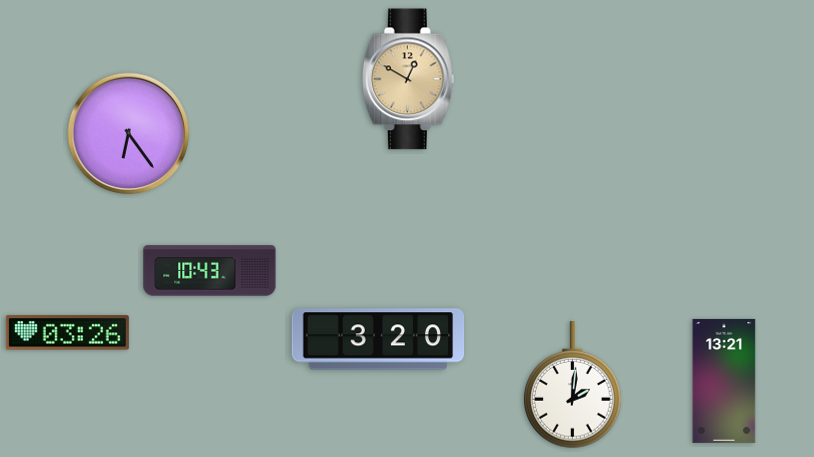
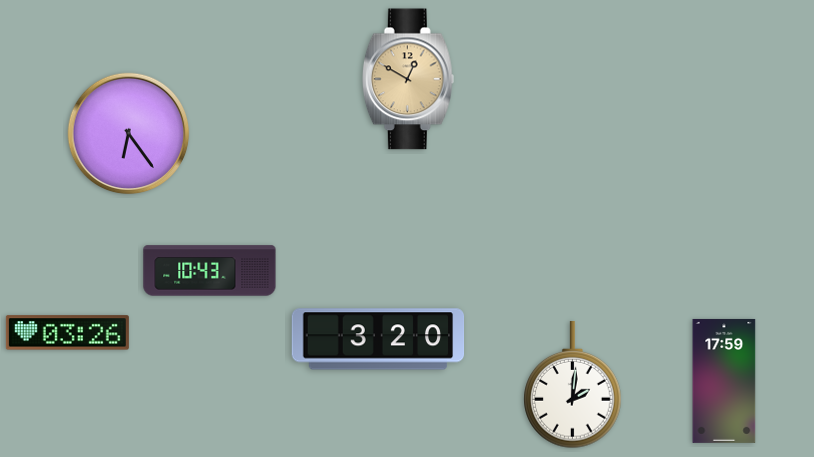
clock at (724, 381): 13:21 -> 17:59
